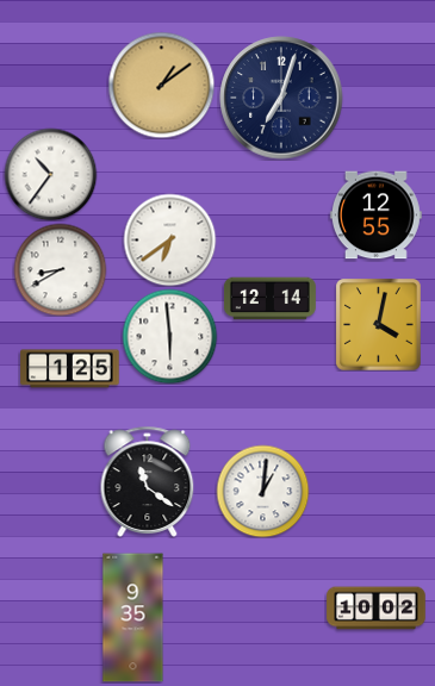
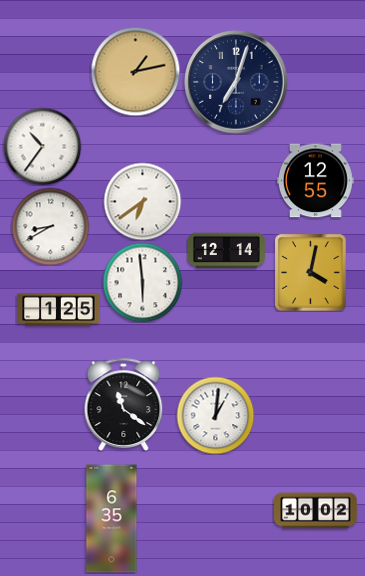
clock at (161, 85): 1:09 -> 1:13
clock at (379, 324) position: (379, 324) -> (311, 272)
clock at (262, 491) position: (262, 491) -> (215, 415)
clock at (133, 618): 9:35 -> 6:35
